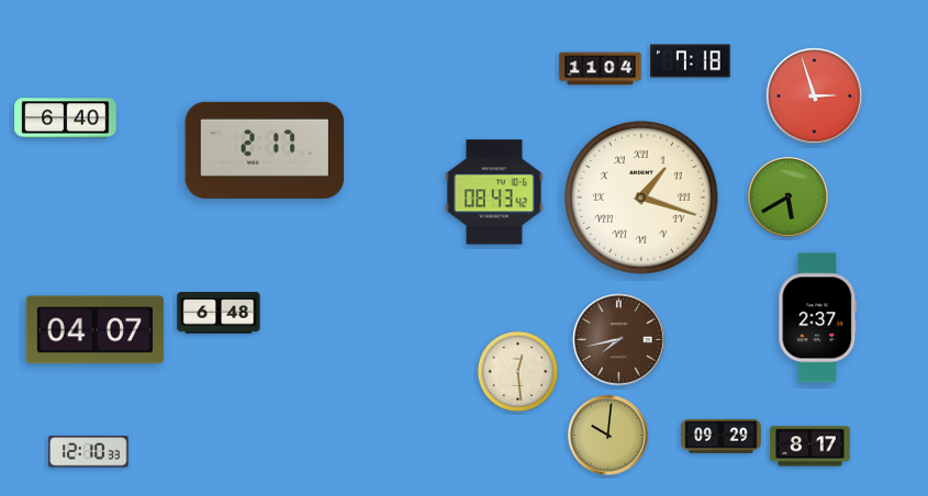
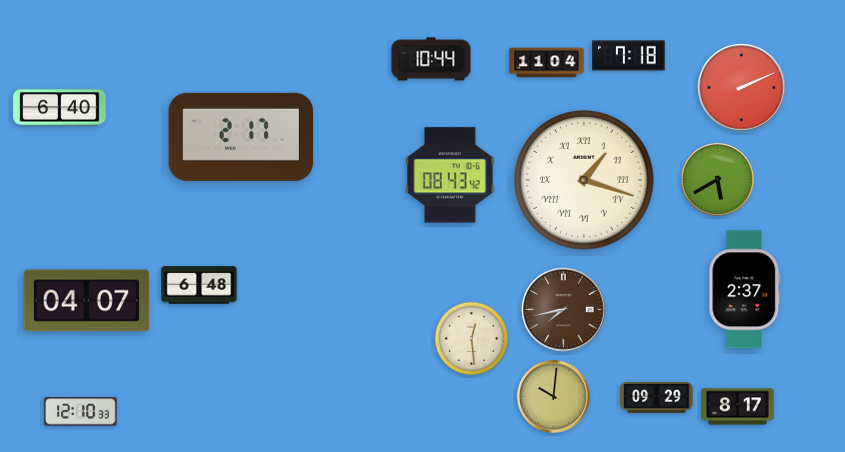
clock at (431, 59): none -> 10:44
clock at (815, 97): 2:57 -> 2:11
